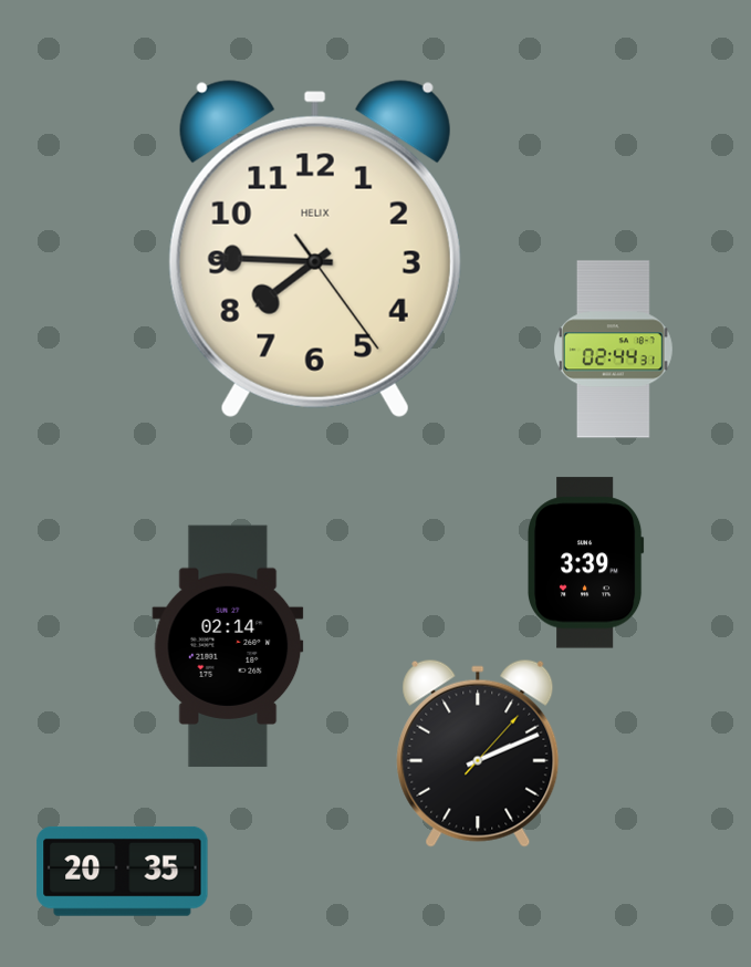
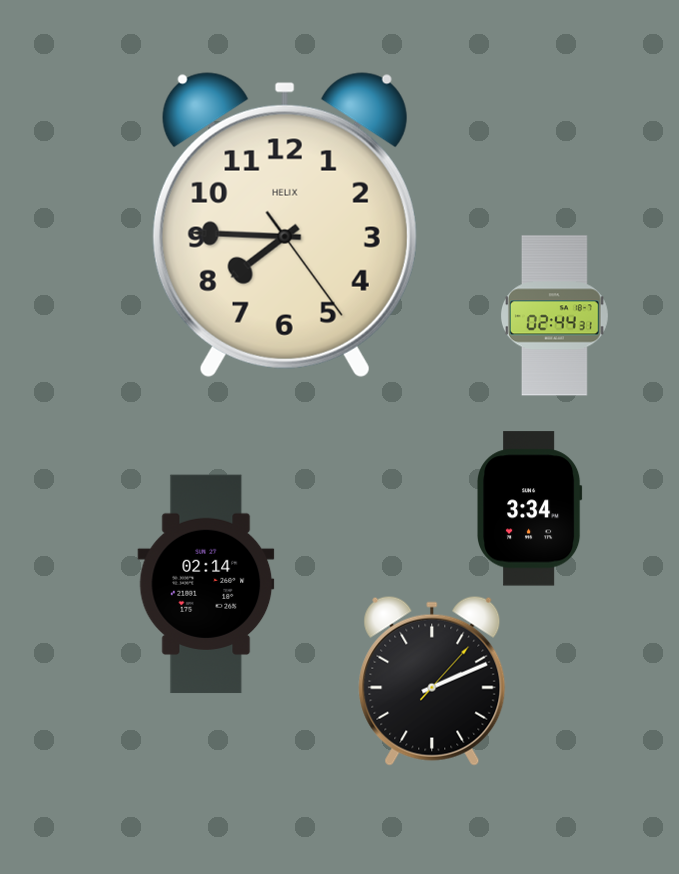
clock at (586, 563): 3:39 -> 3:34
clock at (123, 871): 20:35 -> none
